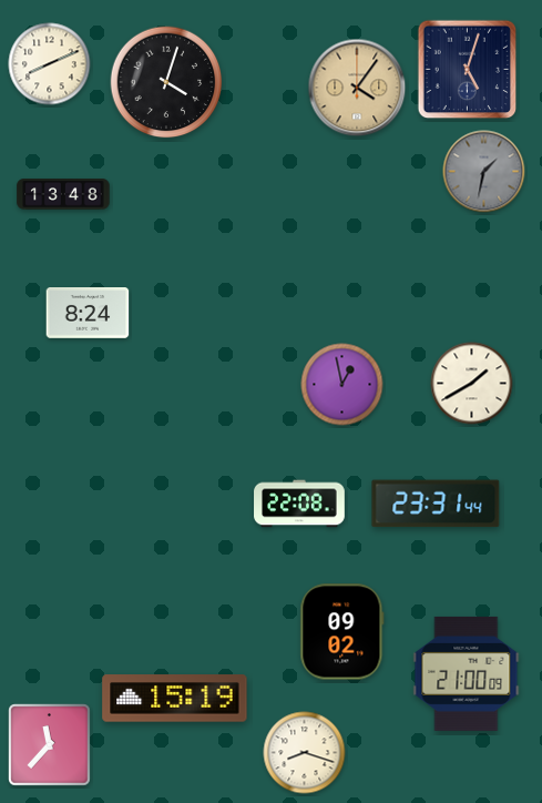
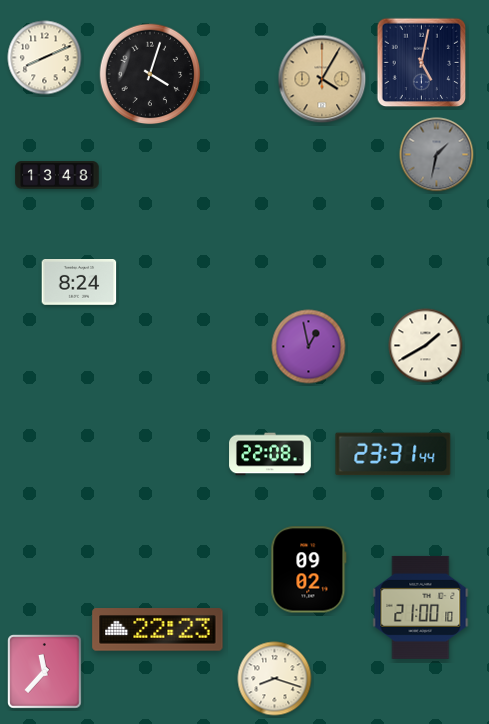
clock at (468, 70): 5:03 -> 5:02
clock at (357, 88): 4:06 -> 4:05
clock at (467, 673): 21:00:09 -> 21:00:10
clock at (175, 699): 15:19 -> 22:23
